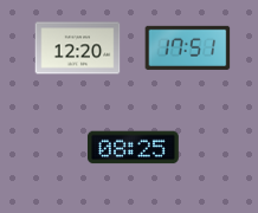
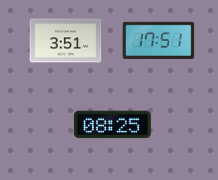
clock at (78, 49): 12:20 -> 3:51
